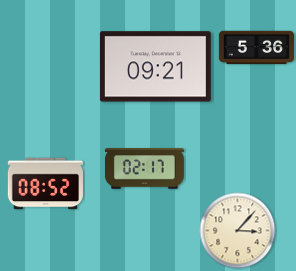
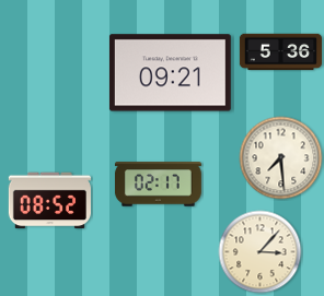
clock at (281, 158): none -> 7:29
